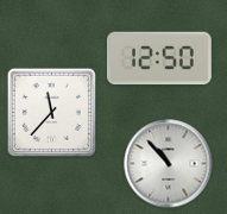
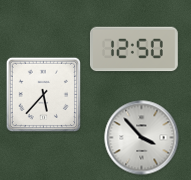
clock at (51, 112): 11:37 -> 5:37
clock at (169, 164): 10:53 -> 3:53
